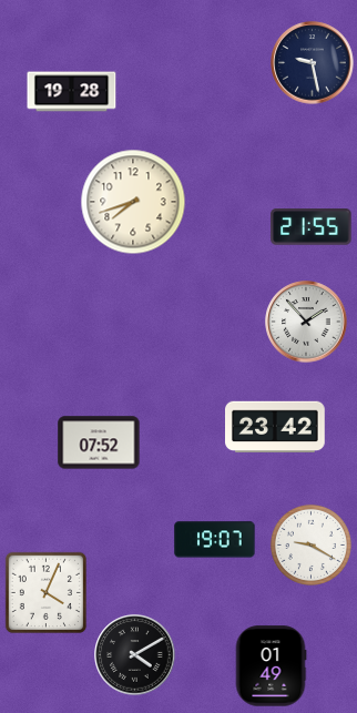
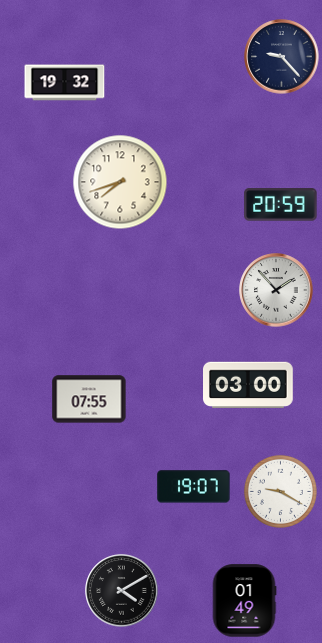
clock at (313, 63): 9:28 -> 9:23
clock at (72, 92): 19:28 -> 19:32
clock at (312, 227): 21:55 -> 20:59
clock at (276, 427): 23:42 -> 03:00
clock at (99, 442): 07:52 -> 07:55
clock at (45, 592): 4:04 -> none
